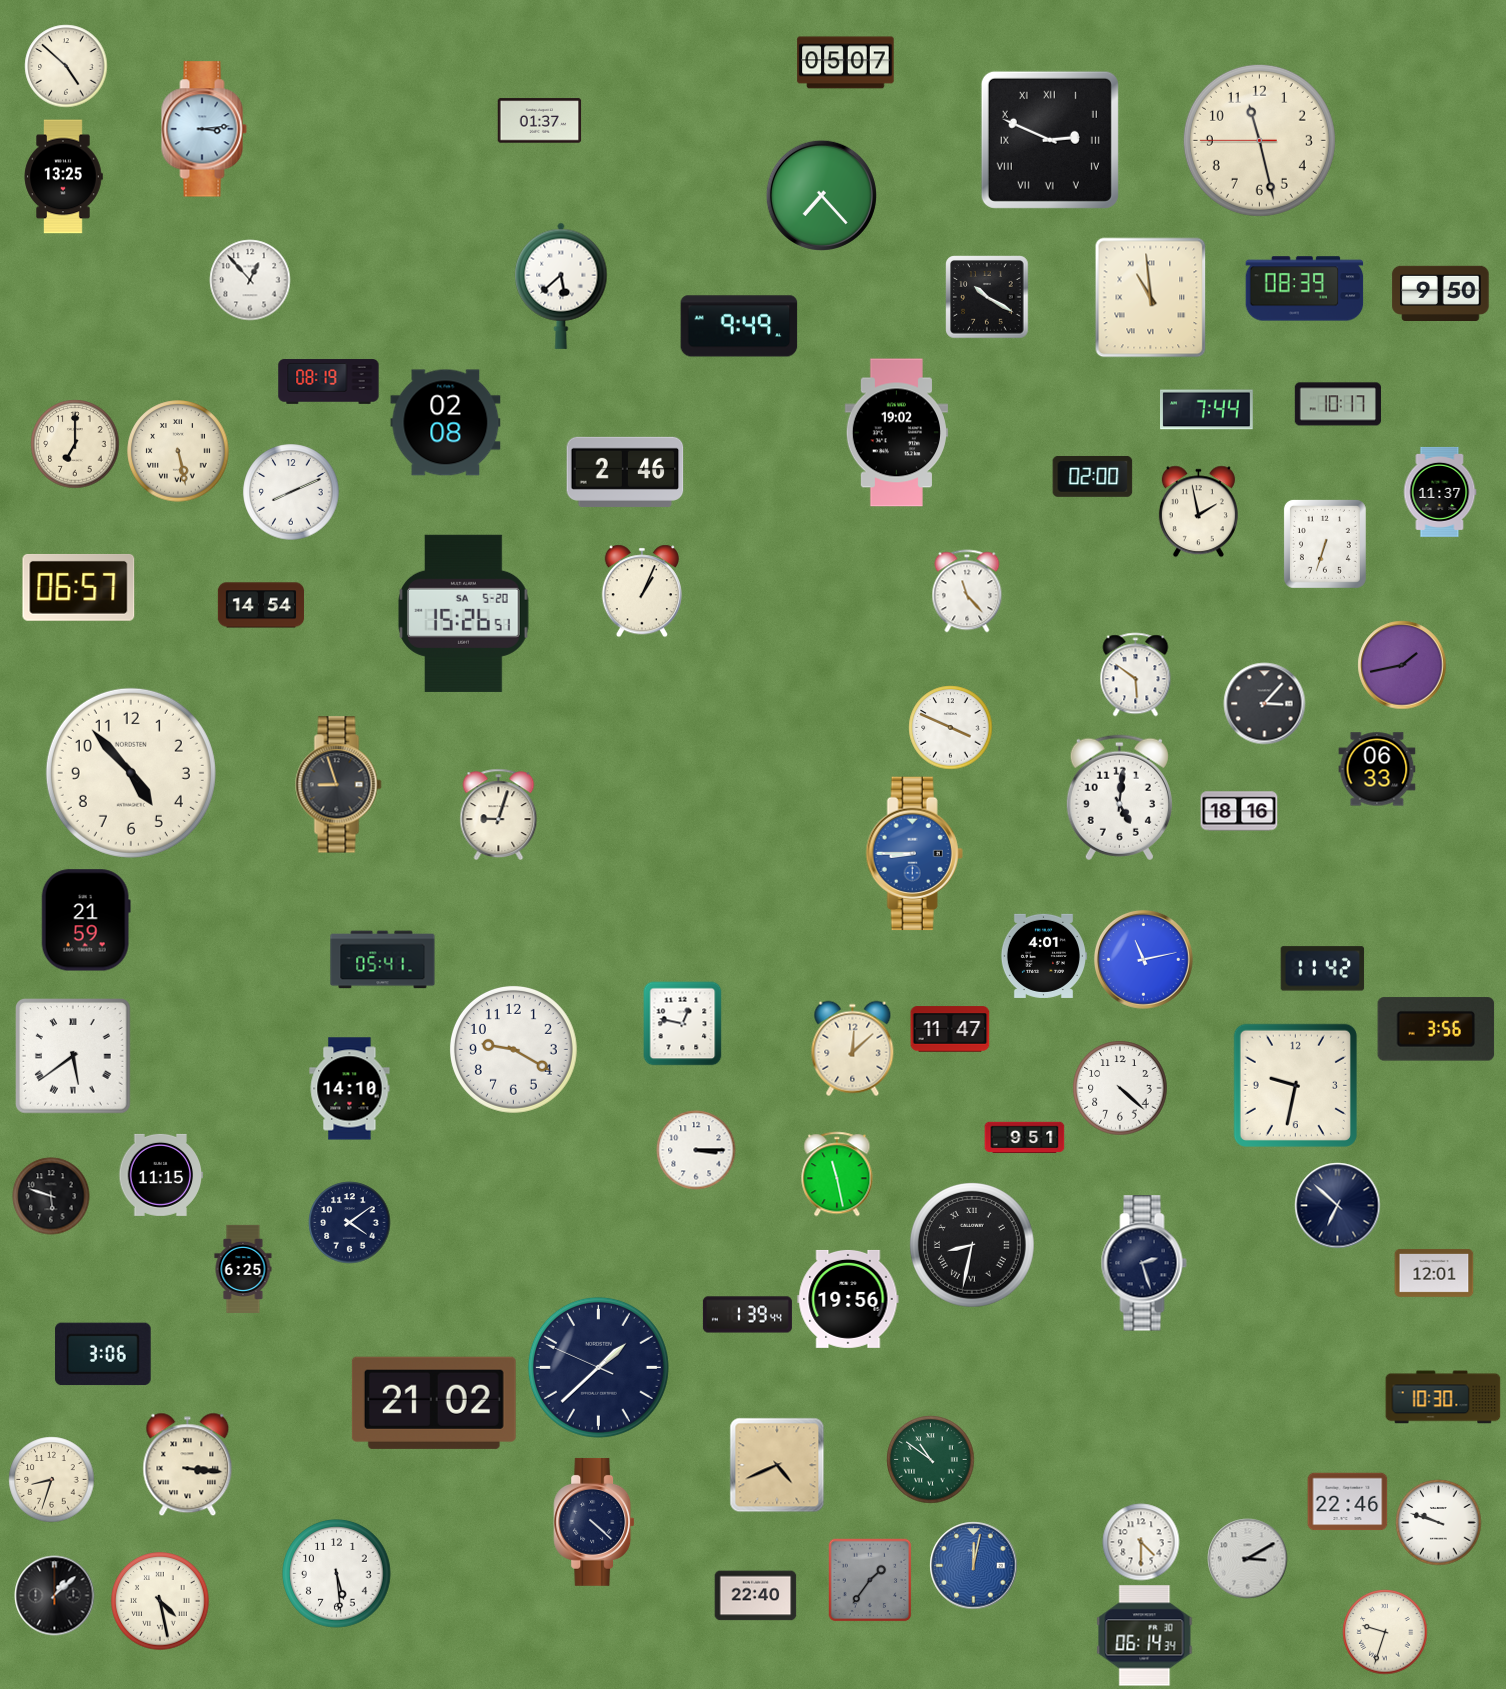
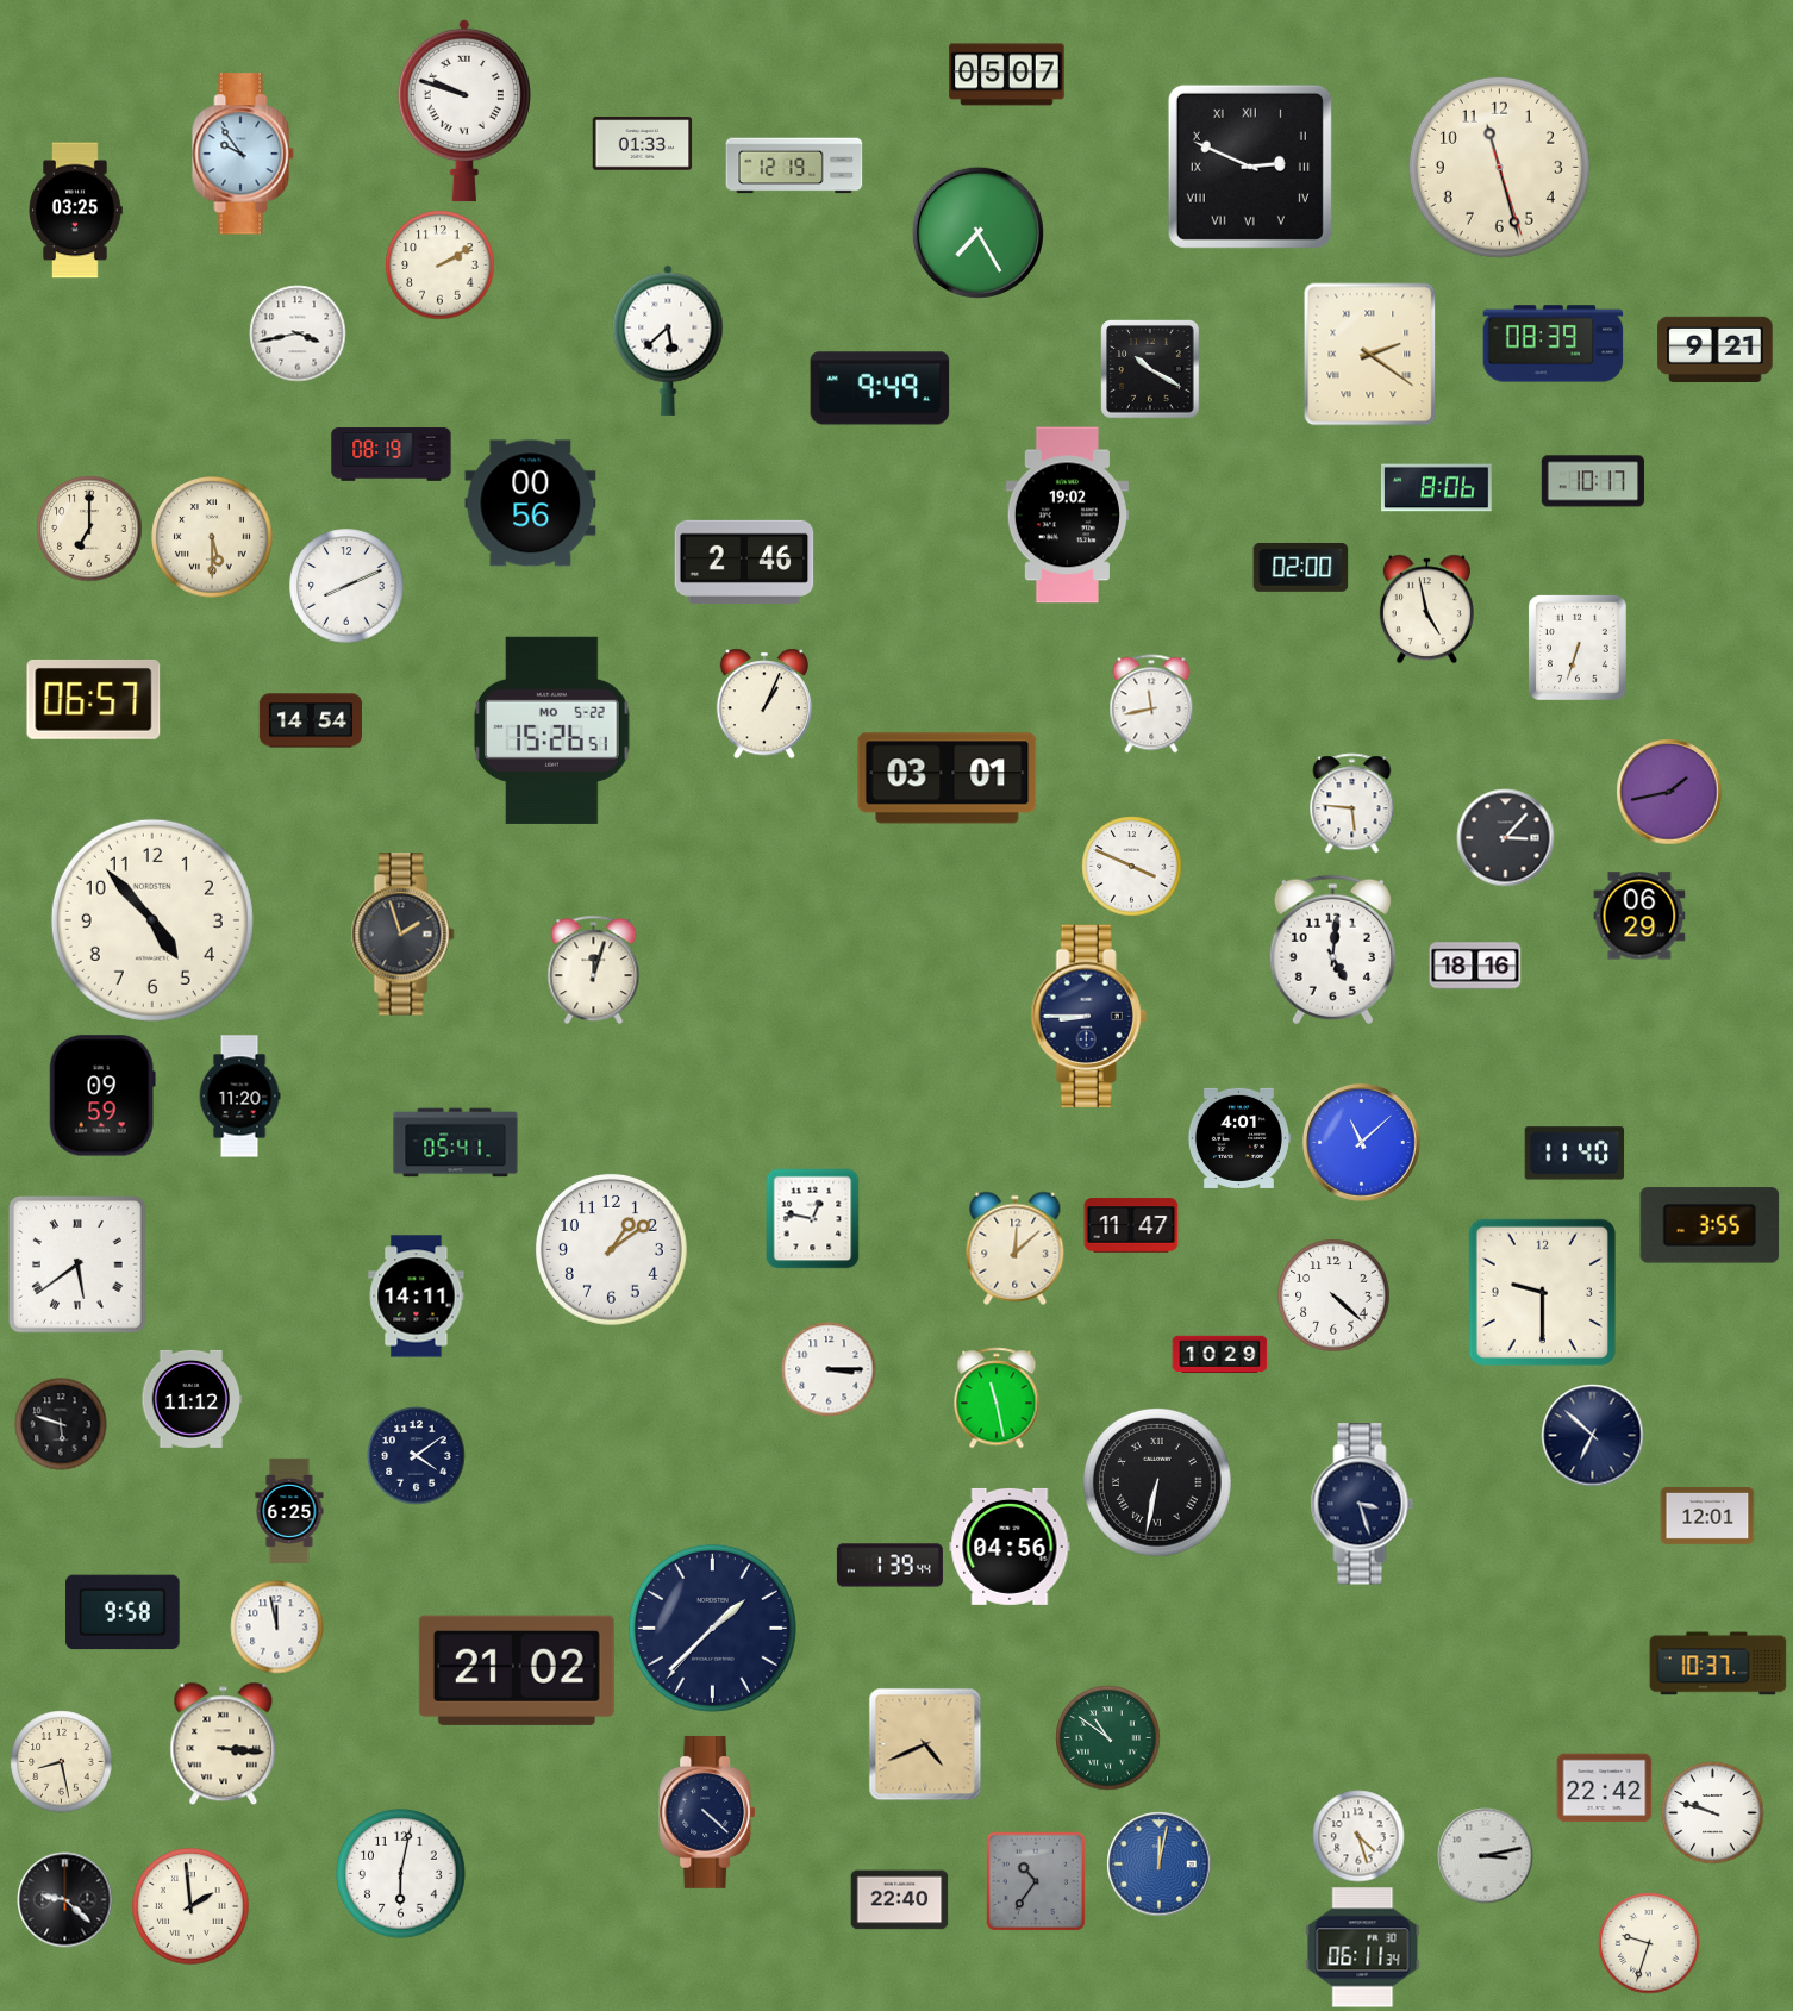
clock at (66, 66): 4:52 -> none
clock at (464, 111): none -> 9:48
clock at (540, 121): 01:37 -> 01:33
clock at (204, 129): 3:14 -> 9:54
clock at (794, 165): none -> 12:19
clock at (1259, 140): 11:27:45 -> 11:27:27
clock at (63, 177): 13:25 -> 03:25
clock at (821, 195): 7:23 -> 7:25
clock at (441, 266): none -> 2:10
clock at (250, 280): 12:53 -> 3:43
clock at (1441, 293): 9:50 -> 9:21
clock at (987, 297) position: (987, 297) -> (1150, 369)
clock at (1151, 298): 10:59 -> 2:21
clock at (1207, 410): 7:44 -> 8:06
clock at (446, 423): 02:08 -> 00:56
clock at (178, 451): 5:28 -> 5:30
clock at (1440, 492): 11:37 -> none
clock at (1198, 512): 1:58 -> 4:58
clock at (967, 591): 11:23 -> 11:43
clock at (464, 613) date: SA 5-20 -> MO 5-22
clock at (948, 779): none -> 03:01
clock at (1136, 675): 5:51 -> 5:46
clock at (1377, 769): 06:33 -> 06:29
clock at (131, 773) position: (131, 773) -> (152, 920)
clock at (339, 785): 8:57 -> 1:57
clock at (499, 815): 9:03 -> 12:03
clock at (914, 854) dial: blue -> navy
clock at (86, 920): 21:59 -> 09:59
clock at (239, 1097): none -> 11:20
clock at (1043, 956) position: (1043, 956) -> (1238, 1138)
clock at (1143, 959): 11:13 -> 11:08
clock at (1323, 969): 11:42 -> 11:40
clock at (1436, 1029): 3:56 -> 3:55
clock at (513, 1049): 9:20 -> 1:09
clock at (74, 1057) position: (74, 1057) -> (79, 1266)
clock at (1295, 1085): 9:32 -> 9:30
clock at (350, 1089): 14:10 -> 14:11
clock at (1025, 1138): 9:51 -> 10:29
clock at (161, 1175): 11:15 -> 11:12
clock at (972, 1245): 8:32 -> 6:32
clock at (1144, 1263): 2:27 -> 3:27
clock at (848, 1299): 19:56 -> 04:56
clock at (103, 1354): 3:06 -> 9:58
clock at (277, 1628): none -> 11:58
clock at (598, 1367): 1:37:49 -> 1:37:37
clock at (1443, 1397): 10:30 -> 10:37
clock at (52, 1480): 8:33 -> 8:28
clock at (1348, 1502): 22:46 -> 22:42
clock at (1141, 1542): 4:30 -> 4:27
clock at (1248, 1559): 3:10 -> 3:13
clock at (337, 1574): 5:29 -> 6:02
clock at (870, 1580): 1:36 -> 10:36
clock at (55, 1596): 1:08 -> 9:22
clock at (160, 1601): 4:28 -> 1:59
clock at (1145, 1636): 06:14 -> 06:11
